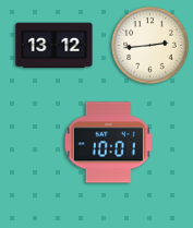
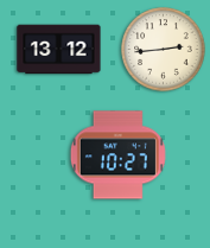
clock at (108, 143): 10:01 -> 10:27
